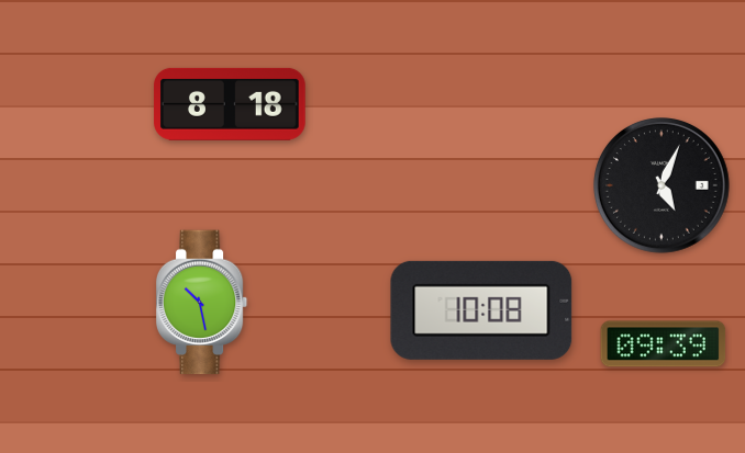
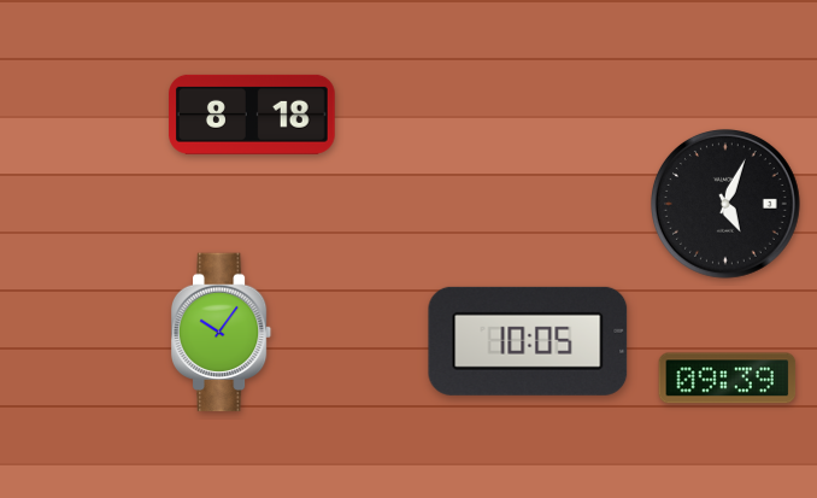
clock at (202, 303): 10:28 -> 10:06
clock at (481, 310): 10:08 -> 10:05
